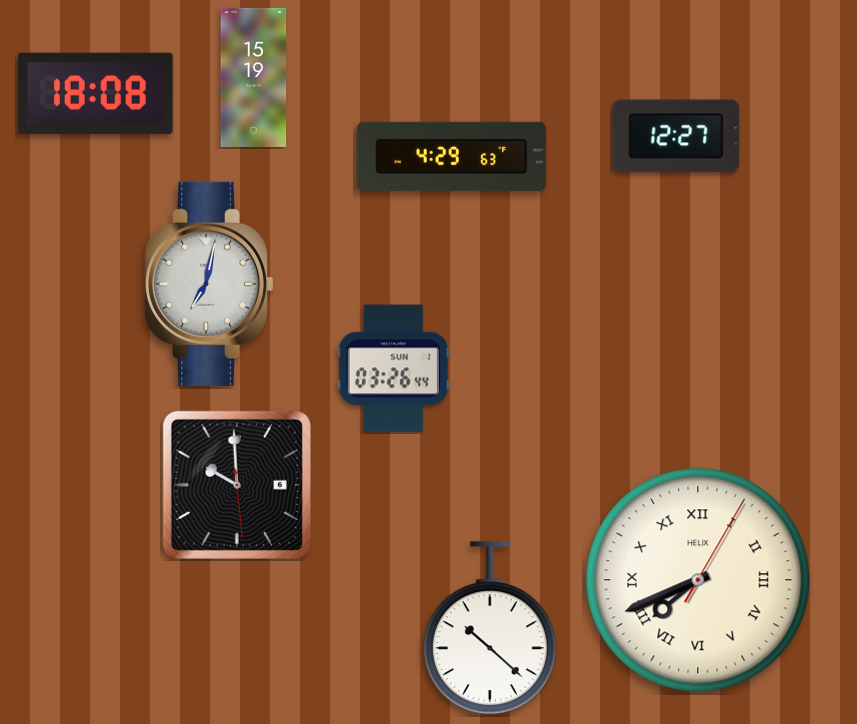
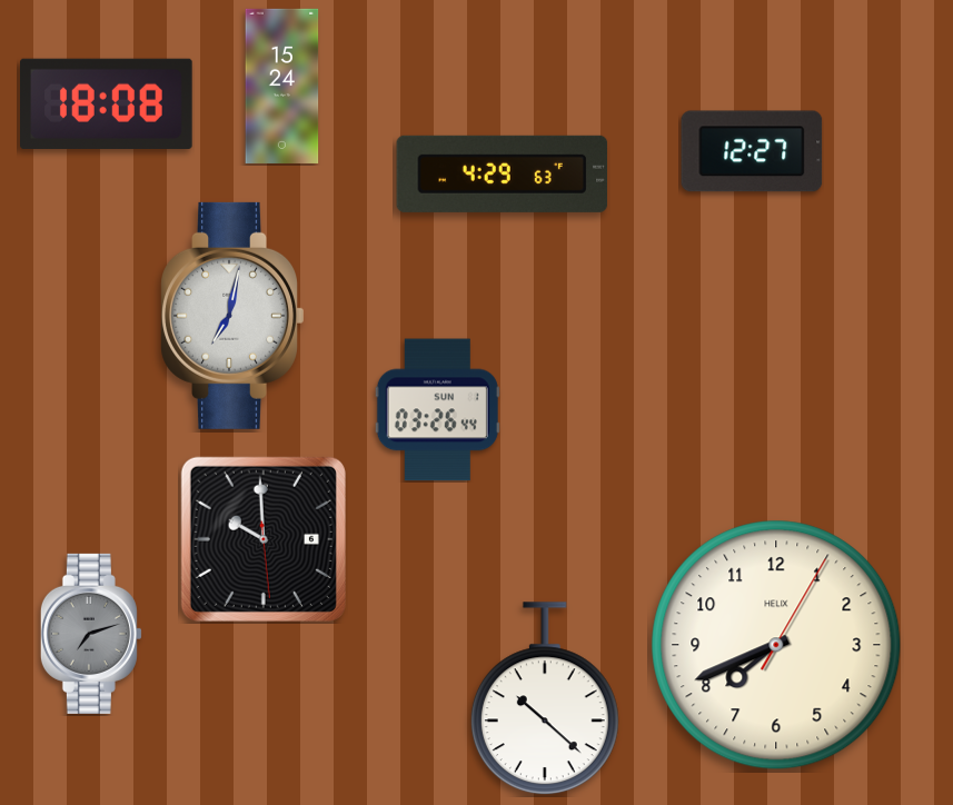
clock at (254, 77): 15:19 -> 15:24
clock at (91, 634): none -> 7:12
clock at (698, 580) numerals: Roman -> Arabic
